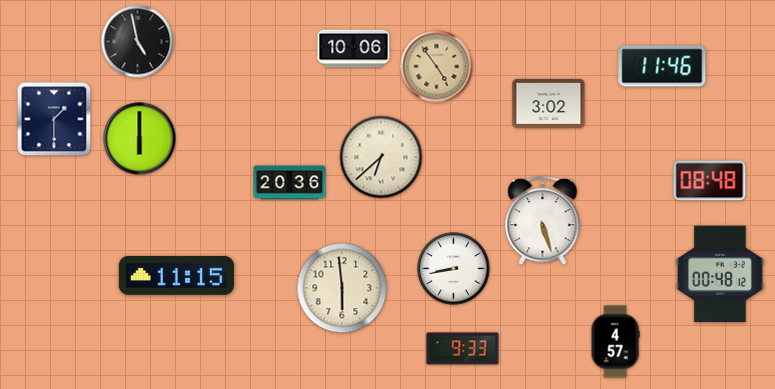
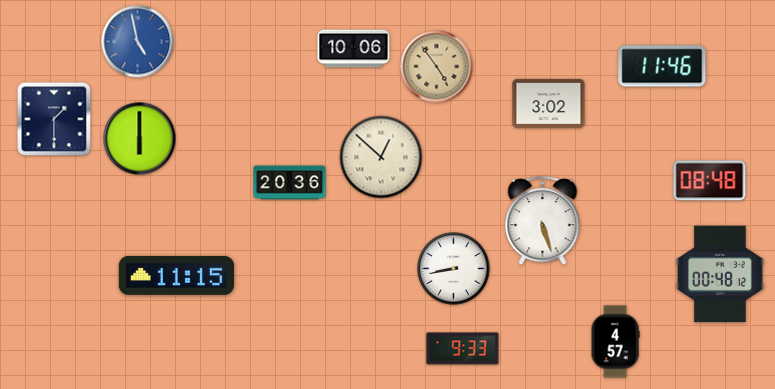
clock at (138, 42) dial: black -> blue
clock at (381, 157): 6:38 -> 12:52
clock at (342, 288): 5:59 -> none
